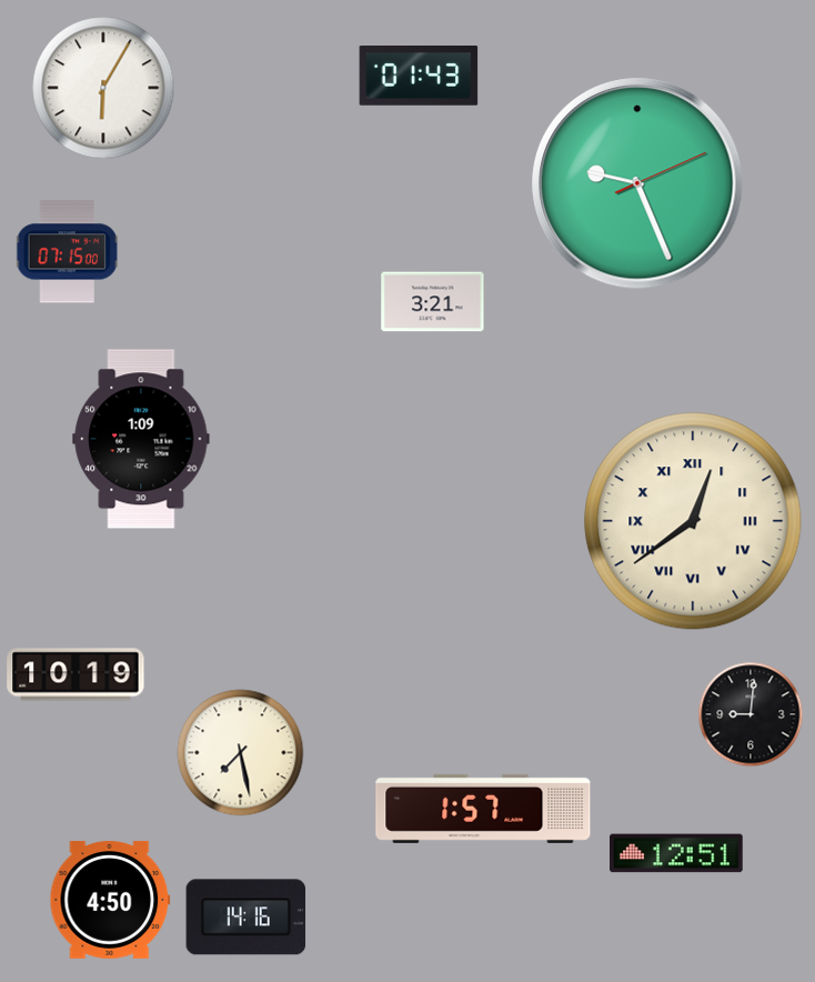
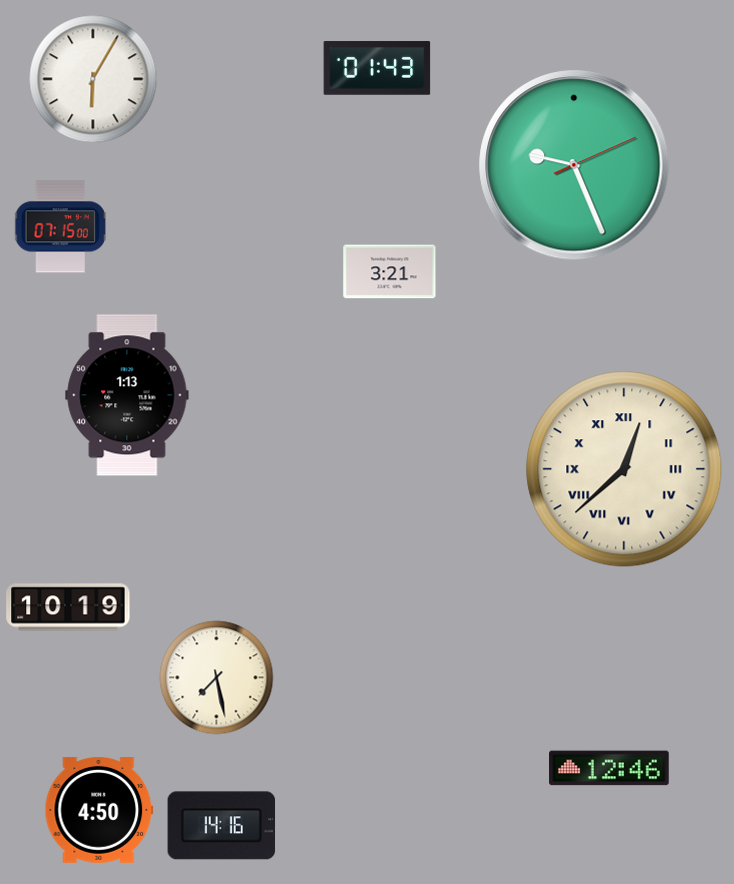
clock at (141, 439): 1:09 -> 1:13
clock at (693, 521): 12:39 -> 12:38
clock at (751, 714): 9:01 -> none
clock at (483, 809): 1:57 -> none
clock at (676, 853): 12:51 -> 12:46
